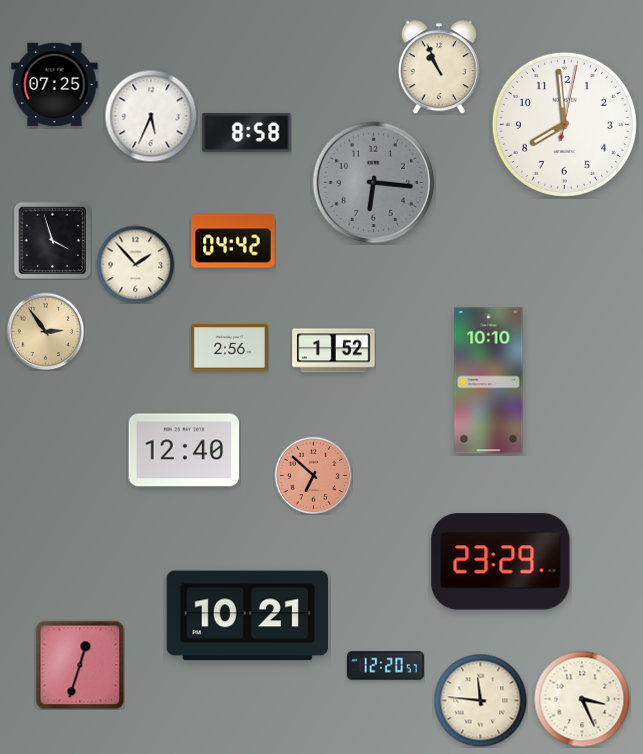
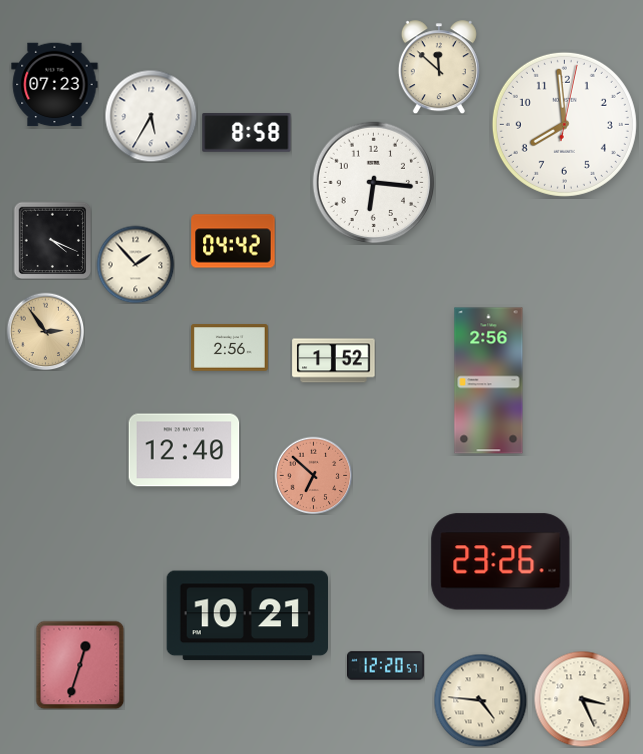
clock at (439, 67): 10:56 -> 11:52
clock at (55, 85): 07:25 -> 07:23
clock at (151, 116): 5:34 -> 5:35
clock at (373, 182) dial: grey -> white
clock at (52, 240): 3:57 -> 4:19
clock at (334, 351) position: (334, 351) -> (334, 361)
clock at (489, 381): 10:10 -> 2:56
clock at (501, 562): 23:29 -> 23:26
clock at (480, 700): 11:46 -> 4:46
